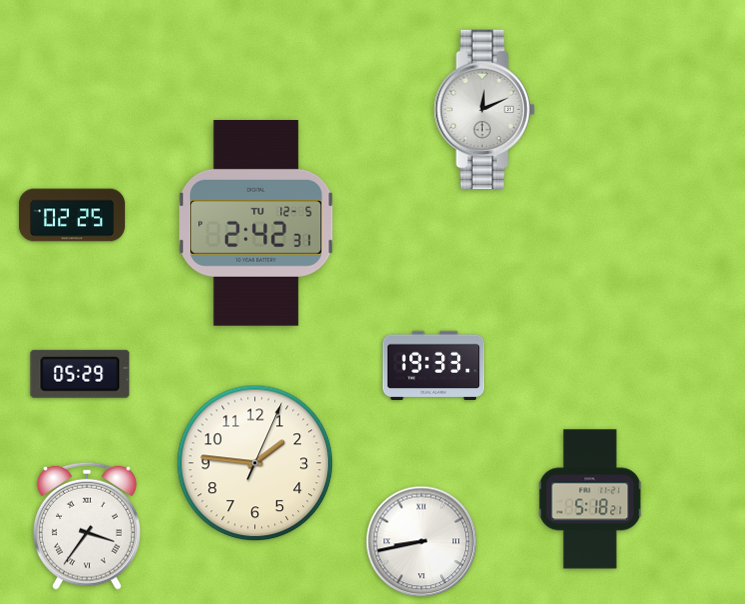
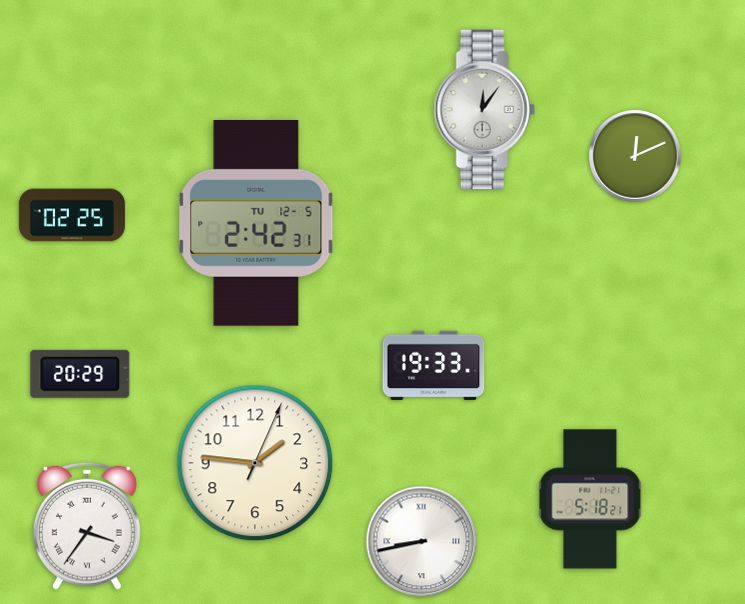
clock at (484, 109): 12:11 -> 12:06
clock at (635, 156): none -> 12:11
clock at (80, 374): 05:29 -> 20:29
